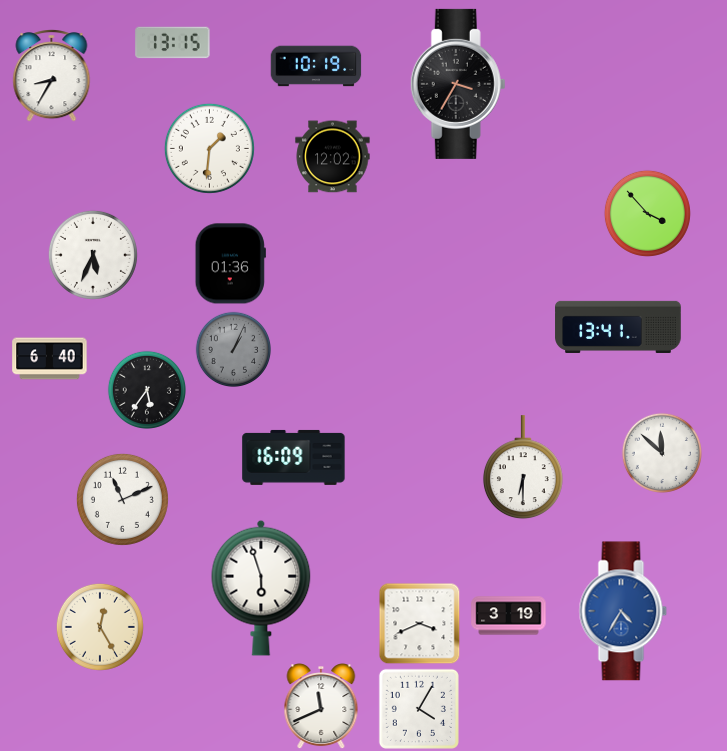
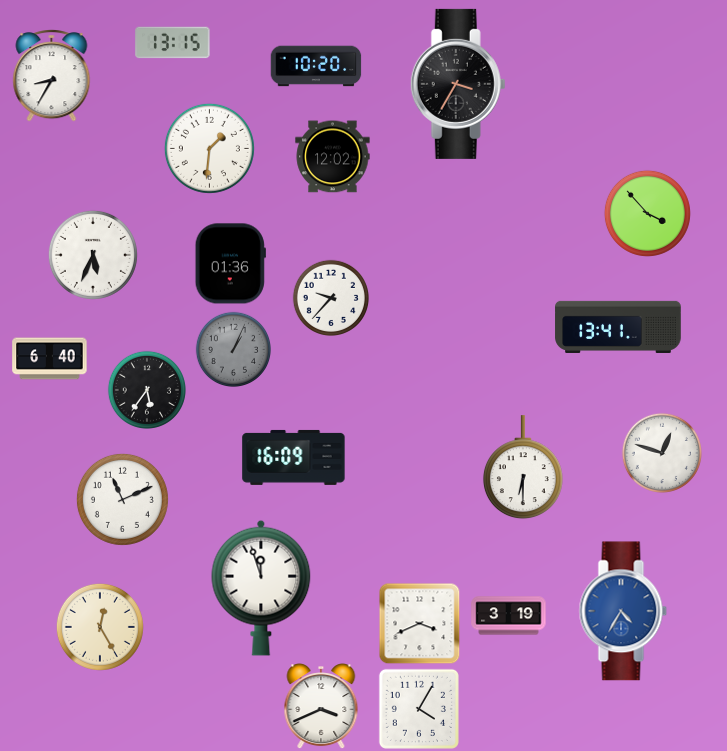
clock at (316, 66): 10:19 -> 10:20
clock at (330, 297): none -> 9:37
clock at (662, 453): 11:52 -> 12:48
clock at (261, 588): 5:57 -> 11:57
clock at (321, 707): 11:41 -> 3:41
